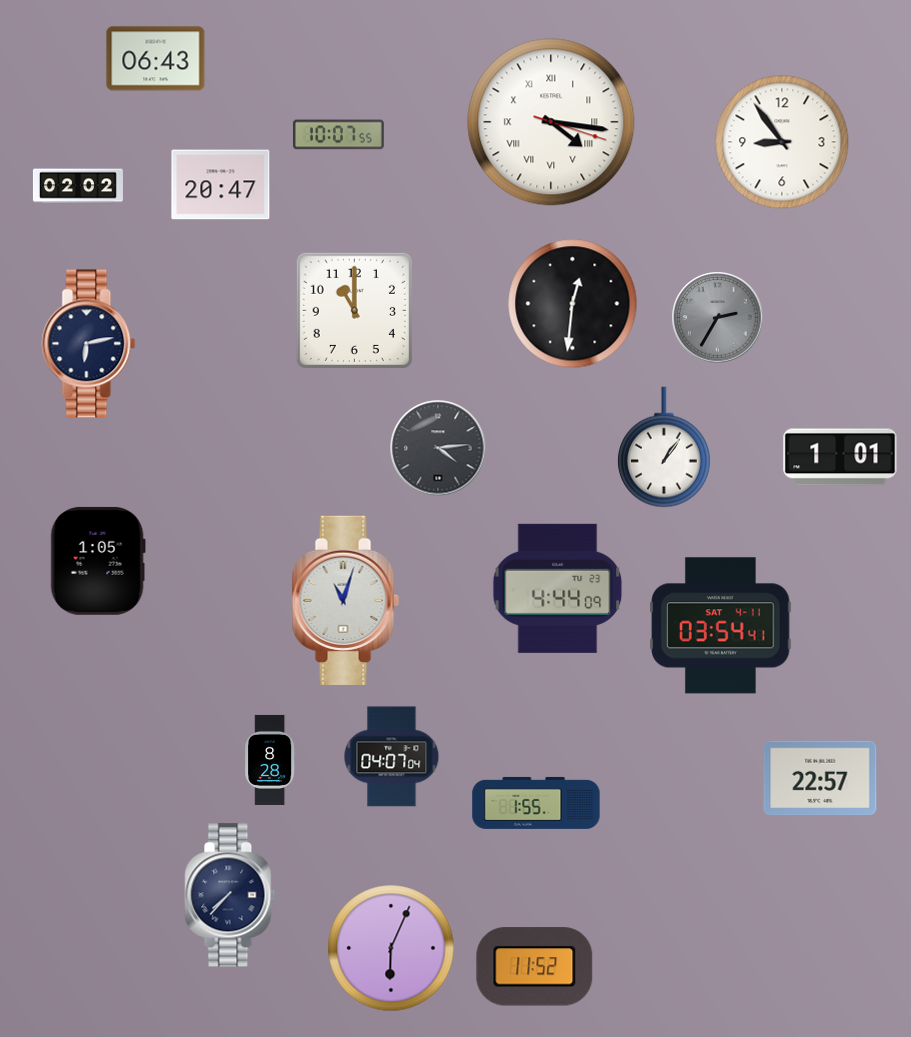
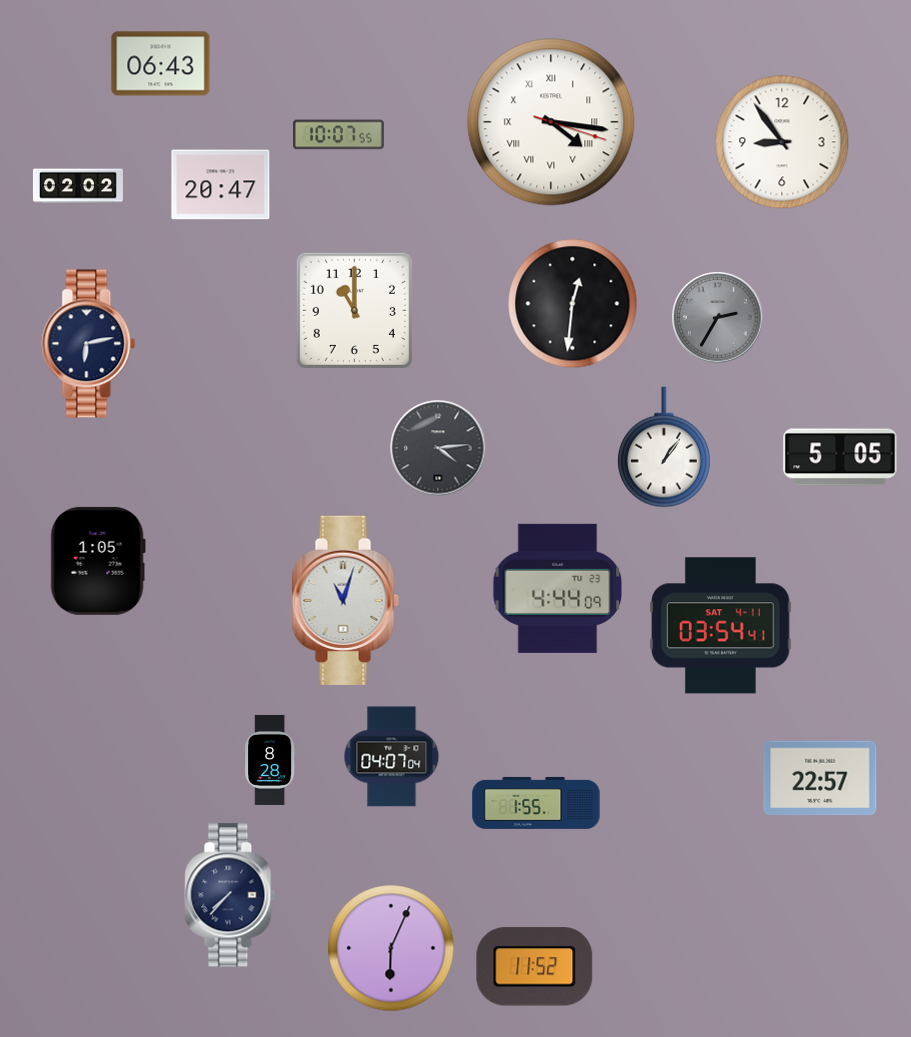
clock at (156, 59) position: (156, 59) -> (161, 64)
clock at (840, 457): 1:01 -> 5:05
